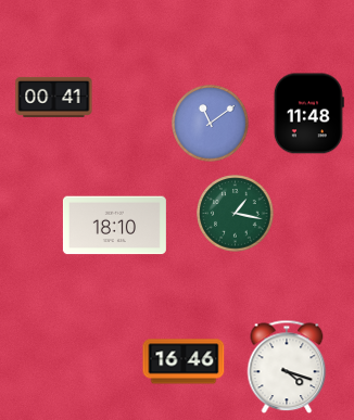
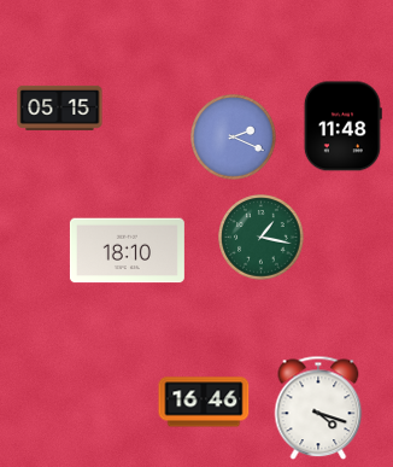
clock at (54, 97): 00:41 -> 05:15
clock at (211, 124): 11:09 -> 2:19
